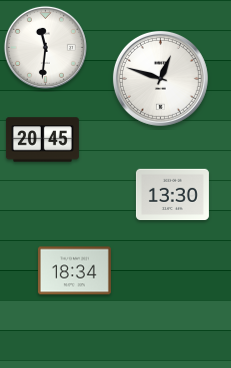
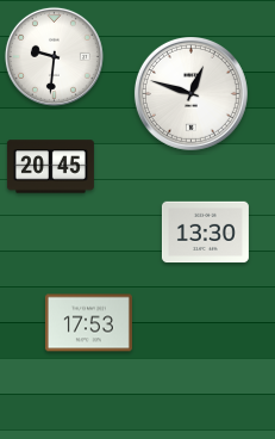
clock at (45, 47): 11:31 -> 9:31
clock at (74, 271): 18:34 -> 17:53
